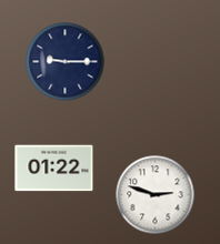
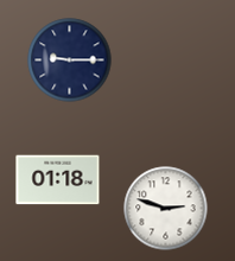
clock at (66, 62) position: (66, 62) -> (70, 61)
clock at (54, 169): 01:22 -> 01:18
